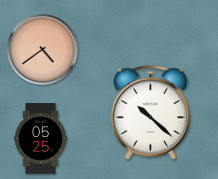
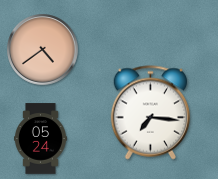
clock at (151, 113): 10:22 -> 7:16
clock at (40, 139): 05:25 -> 05:24
